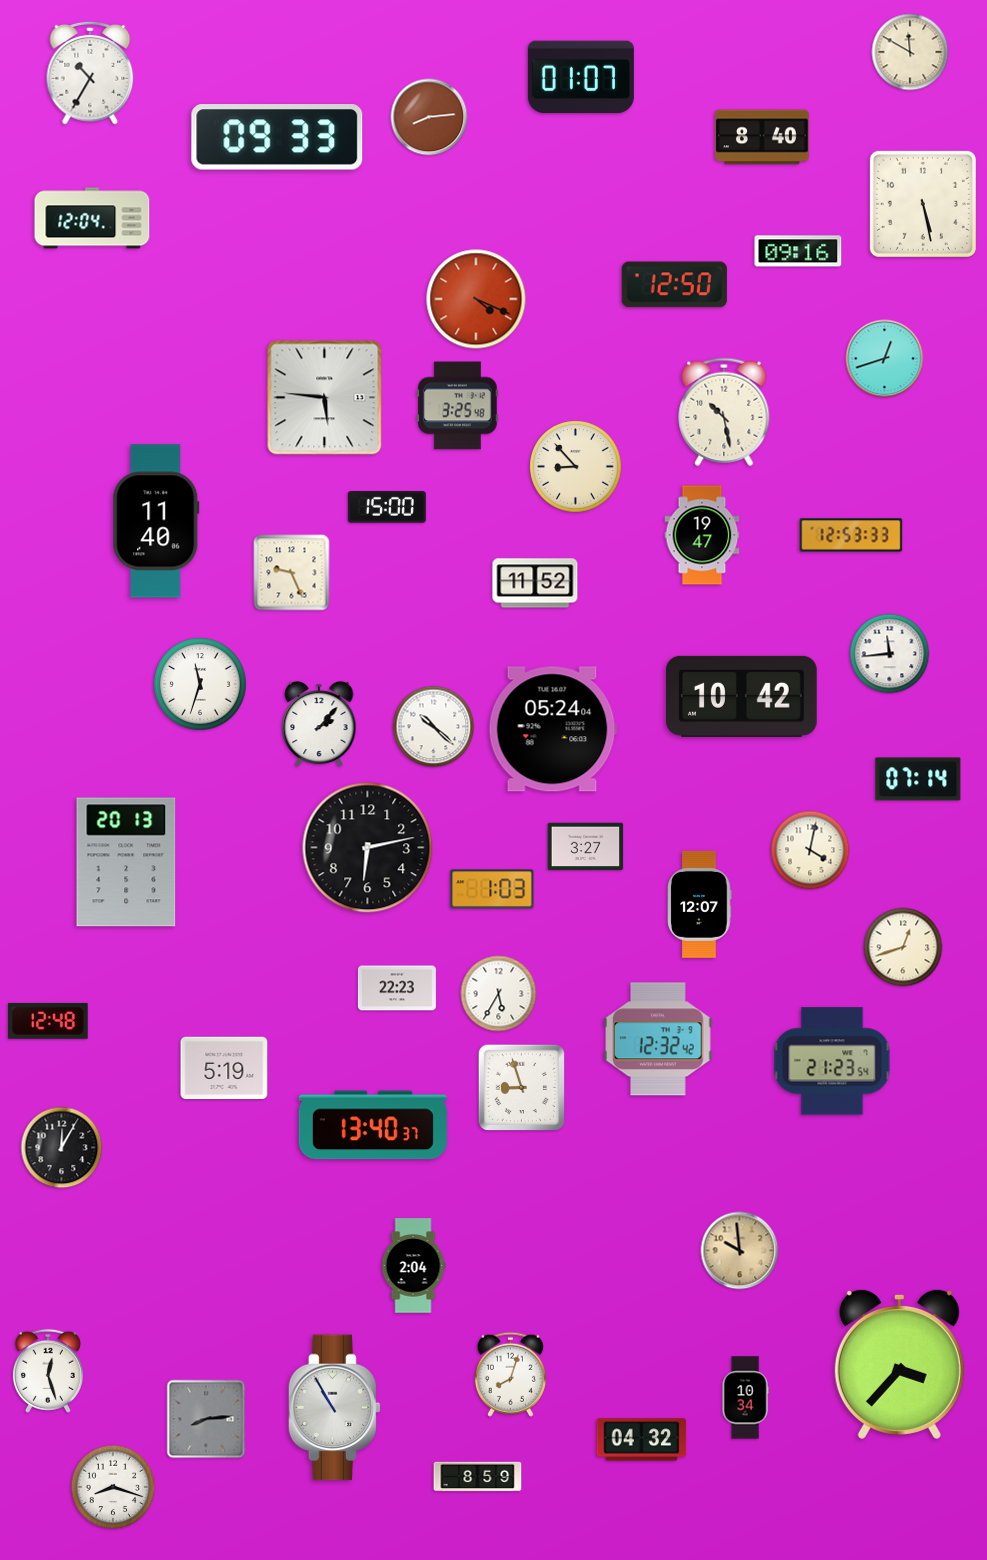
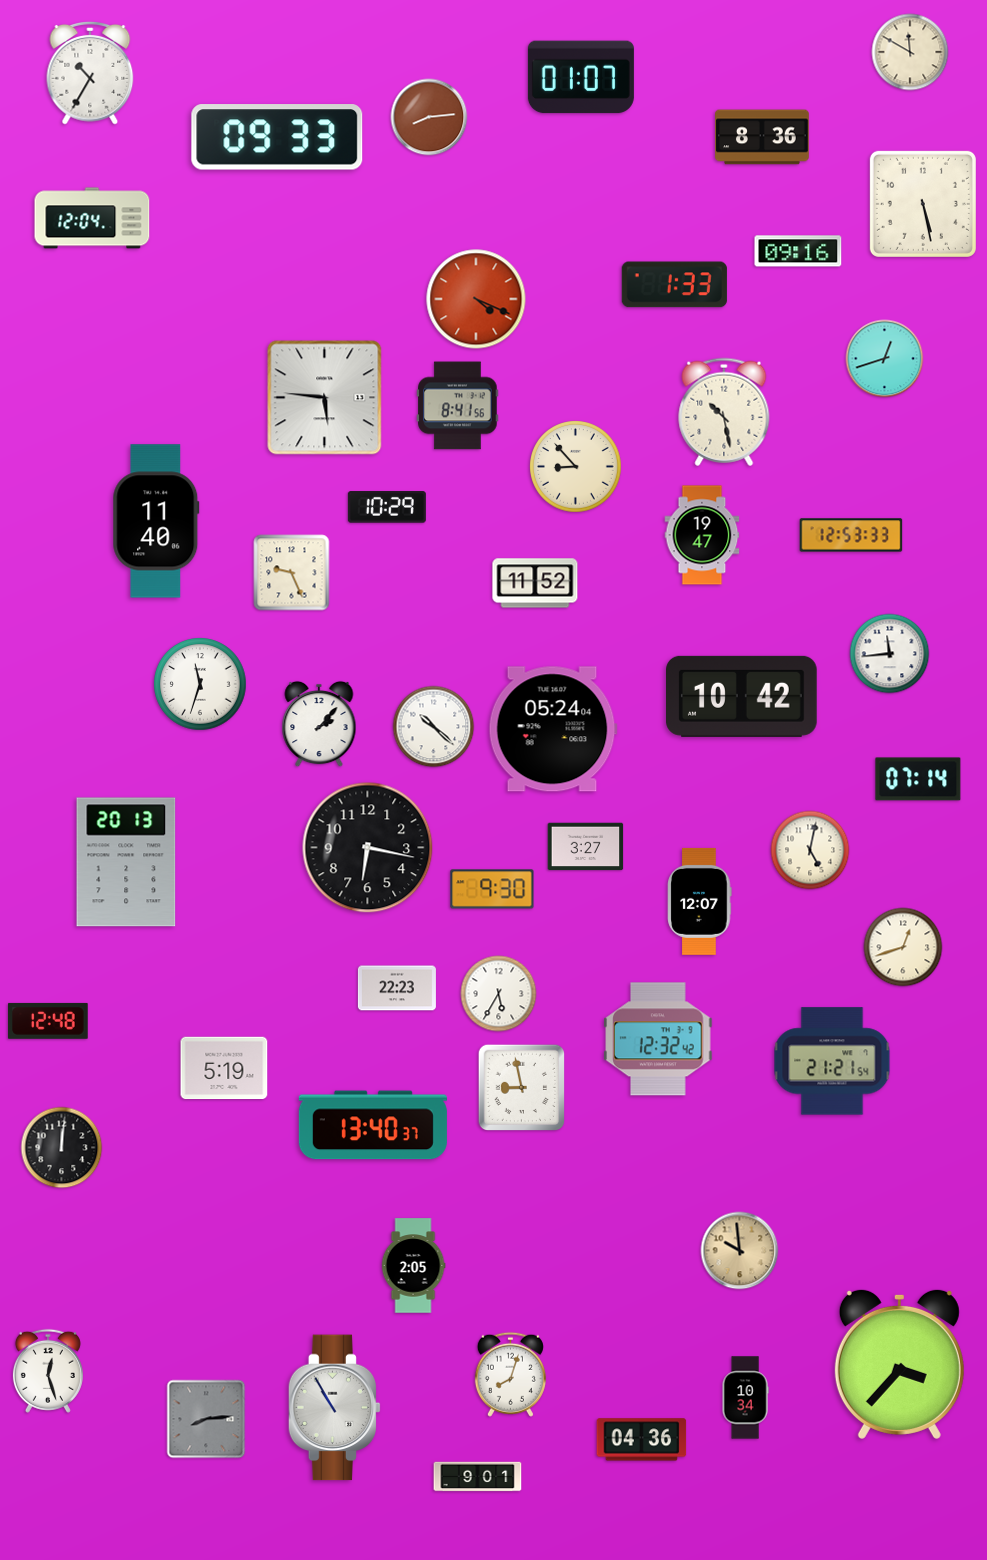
clock at (762, 137): 8:40 -> 8:36
clock at (674, 285): 12:50 -> 1:33
clock at (458, 406): 3:25 -> 8:41
clock at (387, 507): 15:00 -> 10:29
clock at (368, 848): 6:13 -> 6:17
clock at (810, 850): 4:02 -> 5:02
clock at (492, 889): 1:03 -> 9:30
clock at (700, 904) position: (700, 904) -> (700, 901)
clock at (832, 1061): 21:23 -> 21:21
clock at (521, 1087): 8:57 -> 8:58
clock at (62, 1148): 12:05 -> 12:01
clock at (413, 1266): 2:04 -> 2:05
clock at (642, 1440): 04:32 -> 04:36
clock at (478, 1477): 8:59 -> 9:01
clock at (113, 1487): 8:18 -> none
